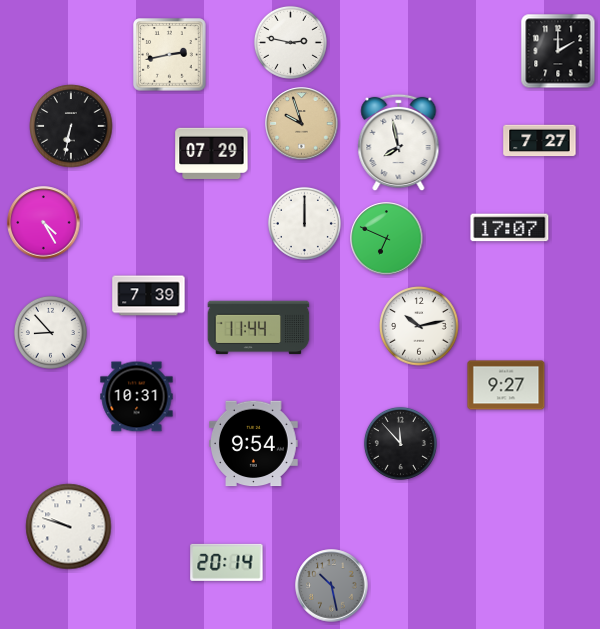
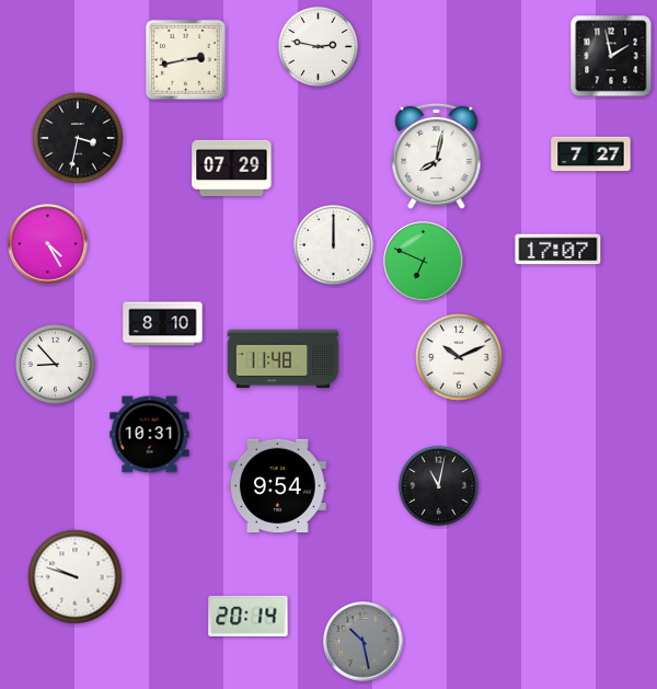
clock at (558, 51): 2:00 -> 1:58
clock at (302, 124): 9:57 -> none
clock at (71, 126): 6:32 -> 3:32
clock at (399, 143): 7:58 -> 8:02
clock at (149, 296): 7:39 -> 8:10
clock at (419, 326): 10:13 -> 10:11
clock at (259, 328): 11:44 -> 11:48
clock at (506, 385): 9:27 -> none
clock at (400, 443): 11:53 -> 11:02
